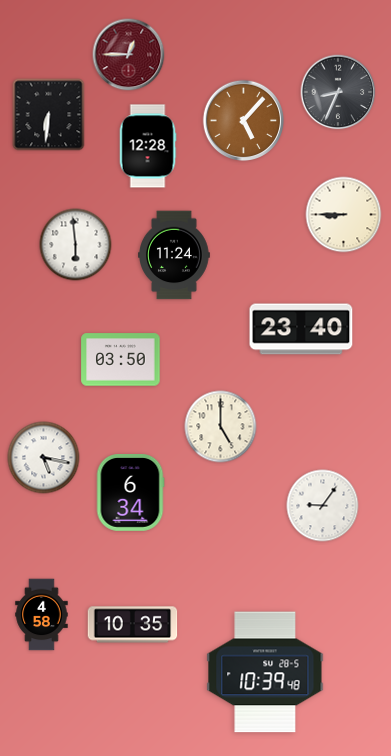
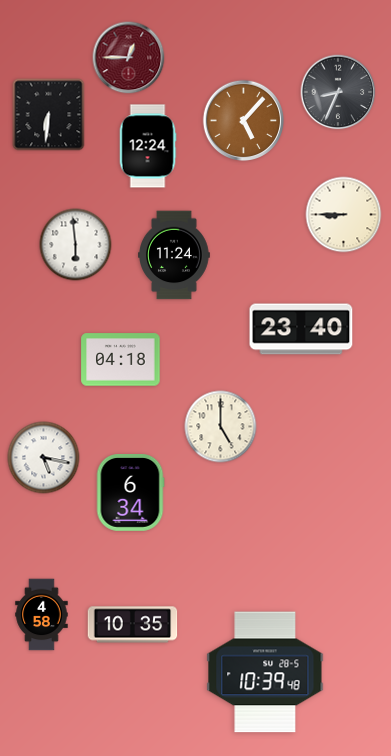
clock at (129, 55) position: (129, 55) -> (129, 58)
clock at (148, 146): 12:28 -> 12:24
clock at (121, 360): 03:50 -> 04:18
clock at (323, 506): 9:06 -> none
